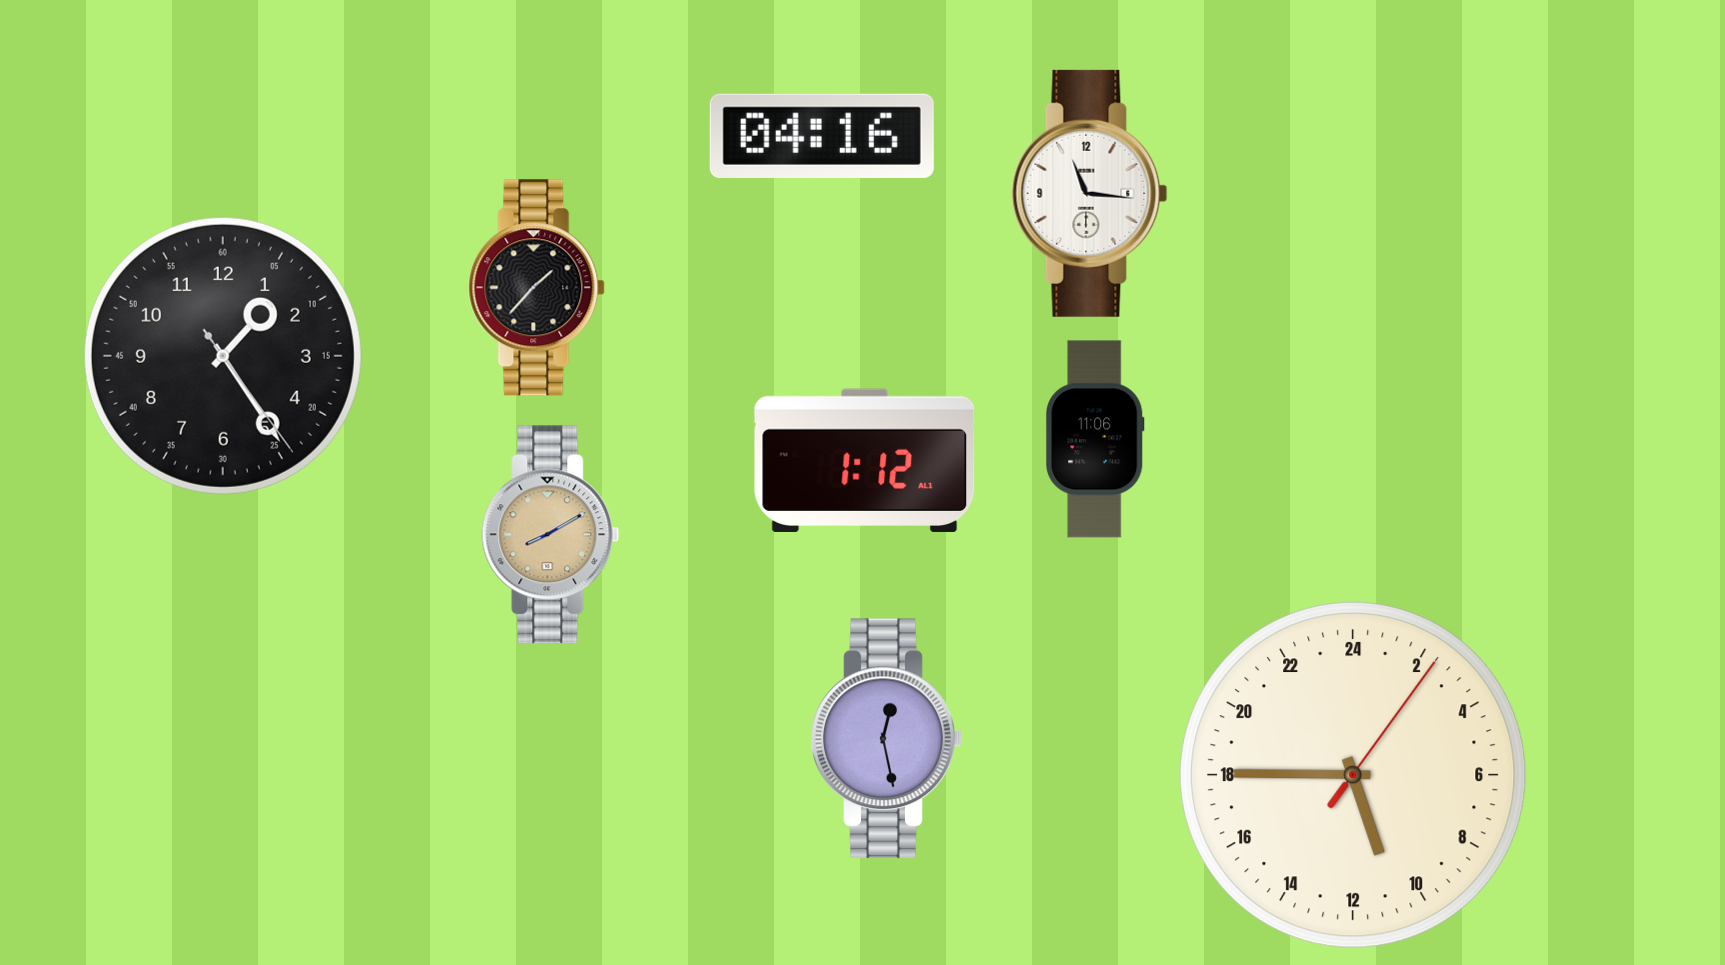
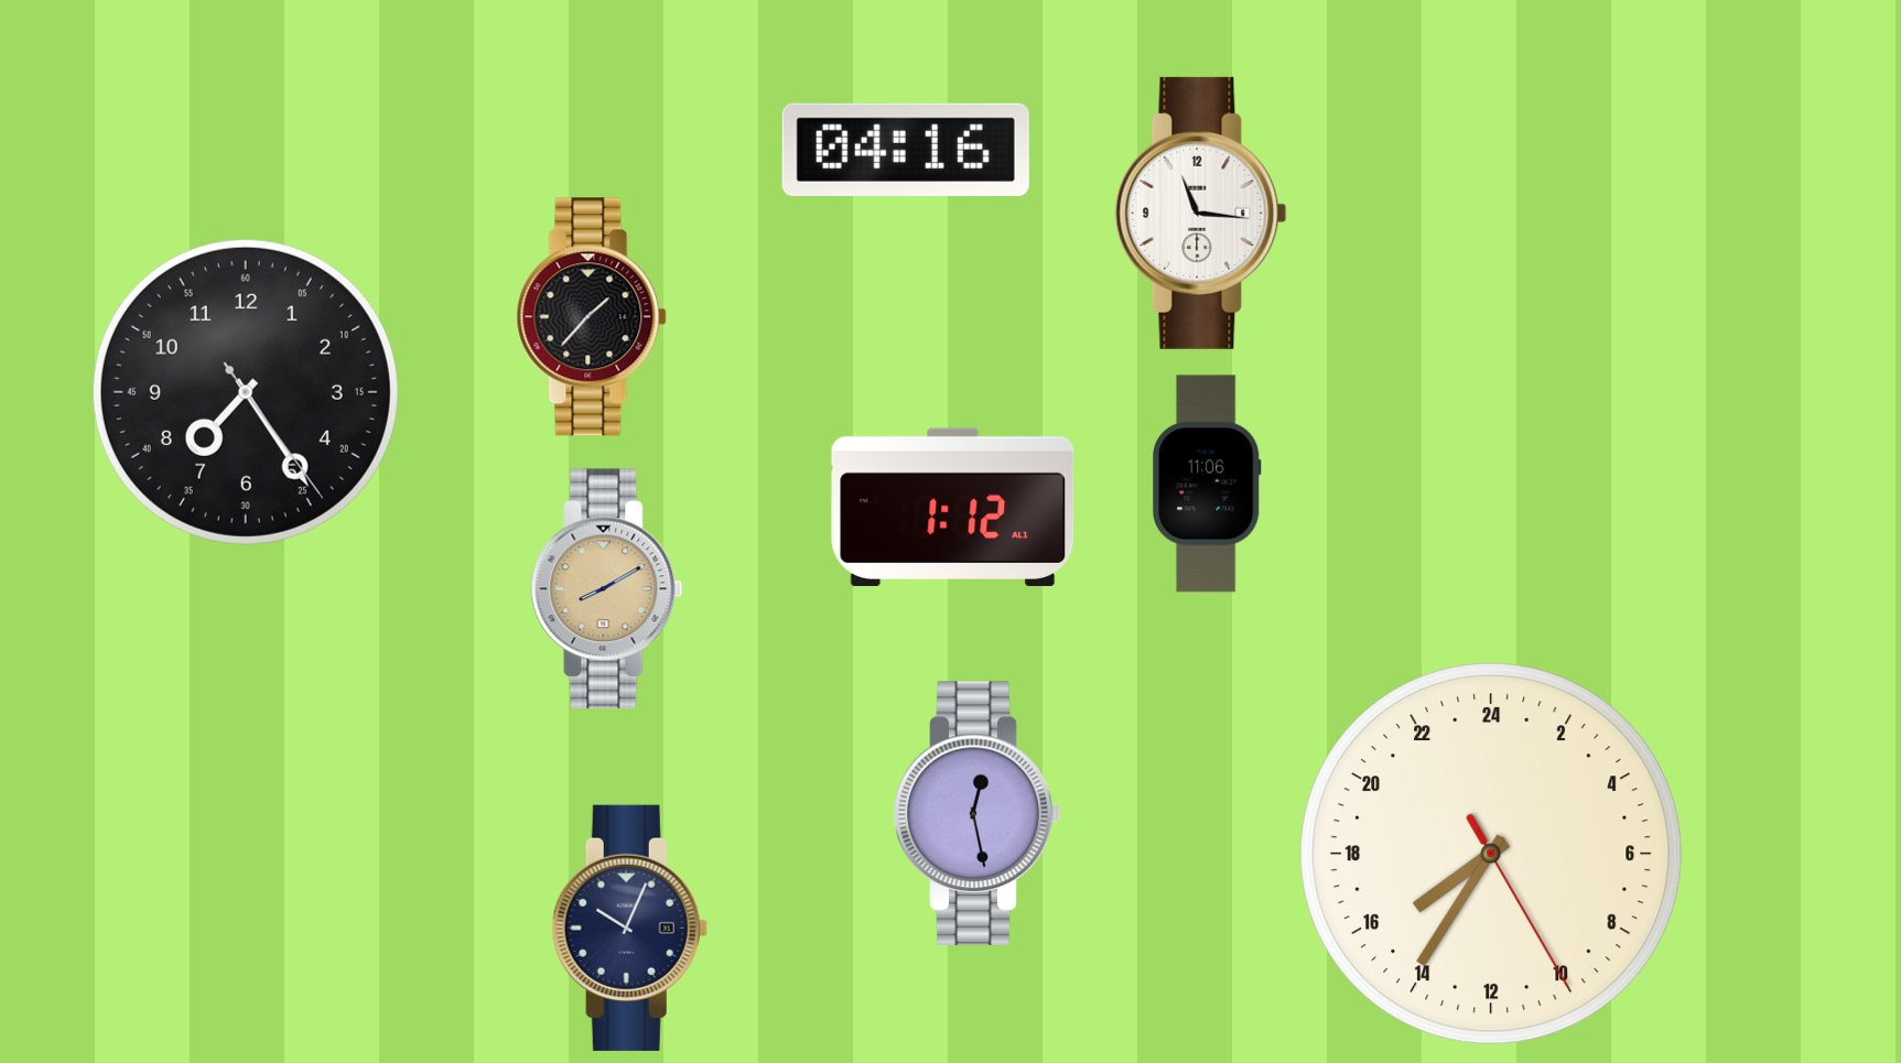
clock at (223, 356): 1:24 -> 7:24
clock at (1354, 776): 10:45 -> 15:35
clock at (629, 928): none -> 10:04
